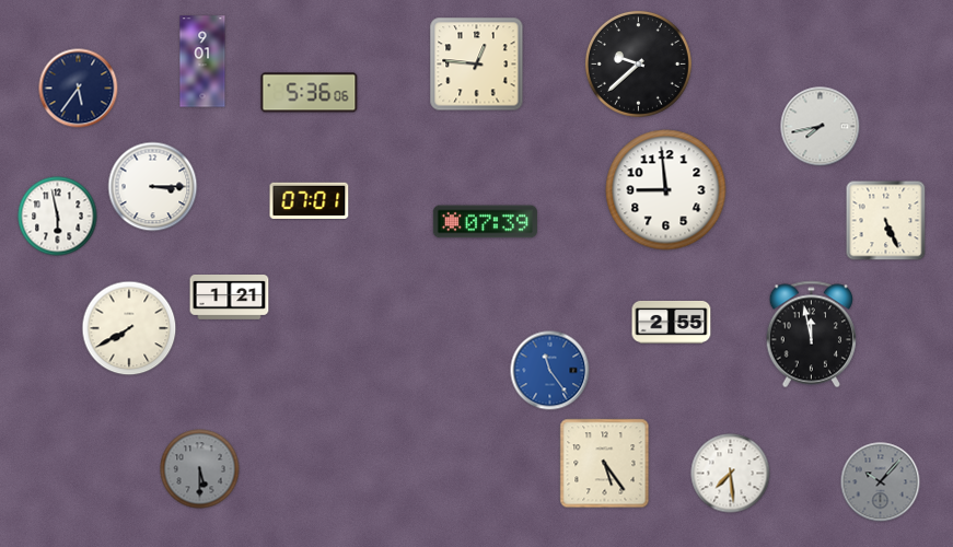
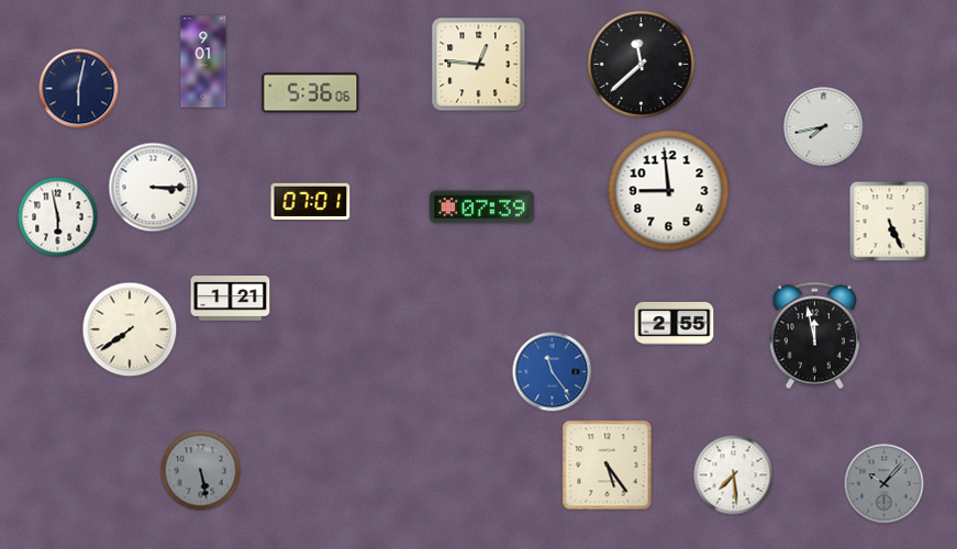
clock at (638, 63): 9:38 -> 11:38
clock at (79, 89): 5:36 -> 6:02
clock at (485, 222) position: (485, 222) -> (481, 208)
clock at (129, 328): 7:40 -> 7:39
clock at (200, 469): 5:30 -> 5:28
